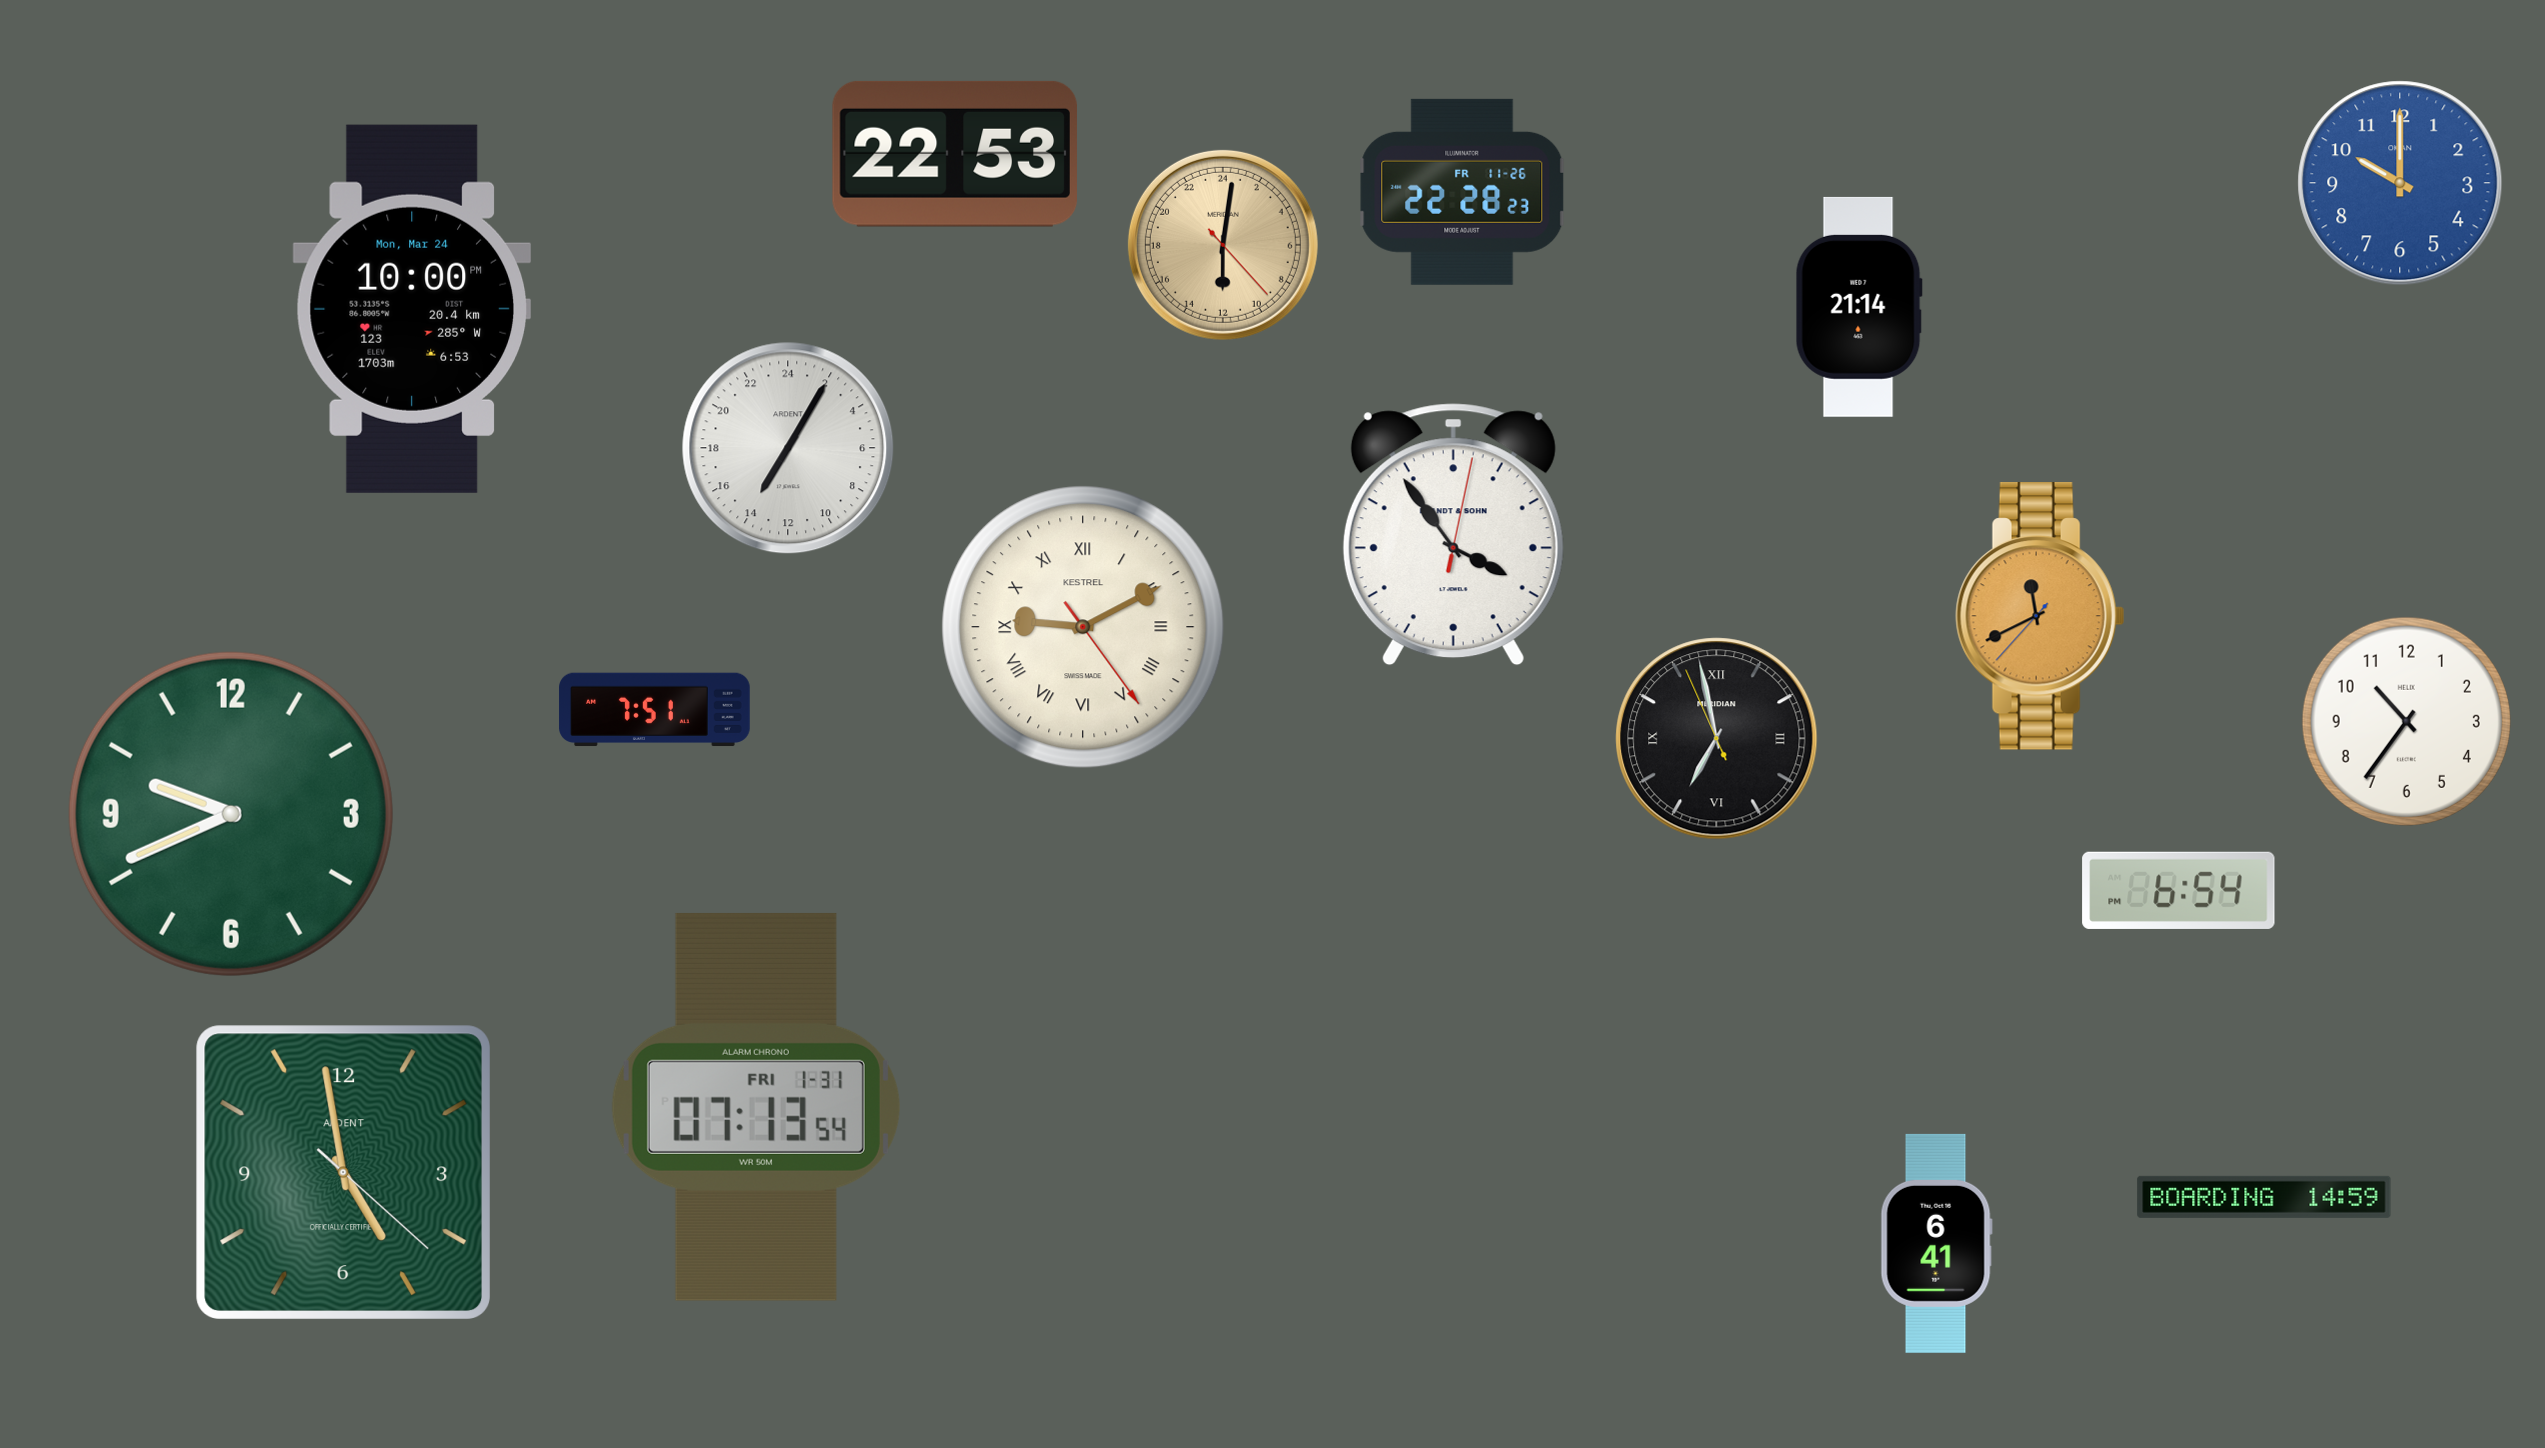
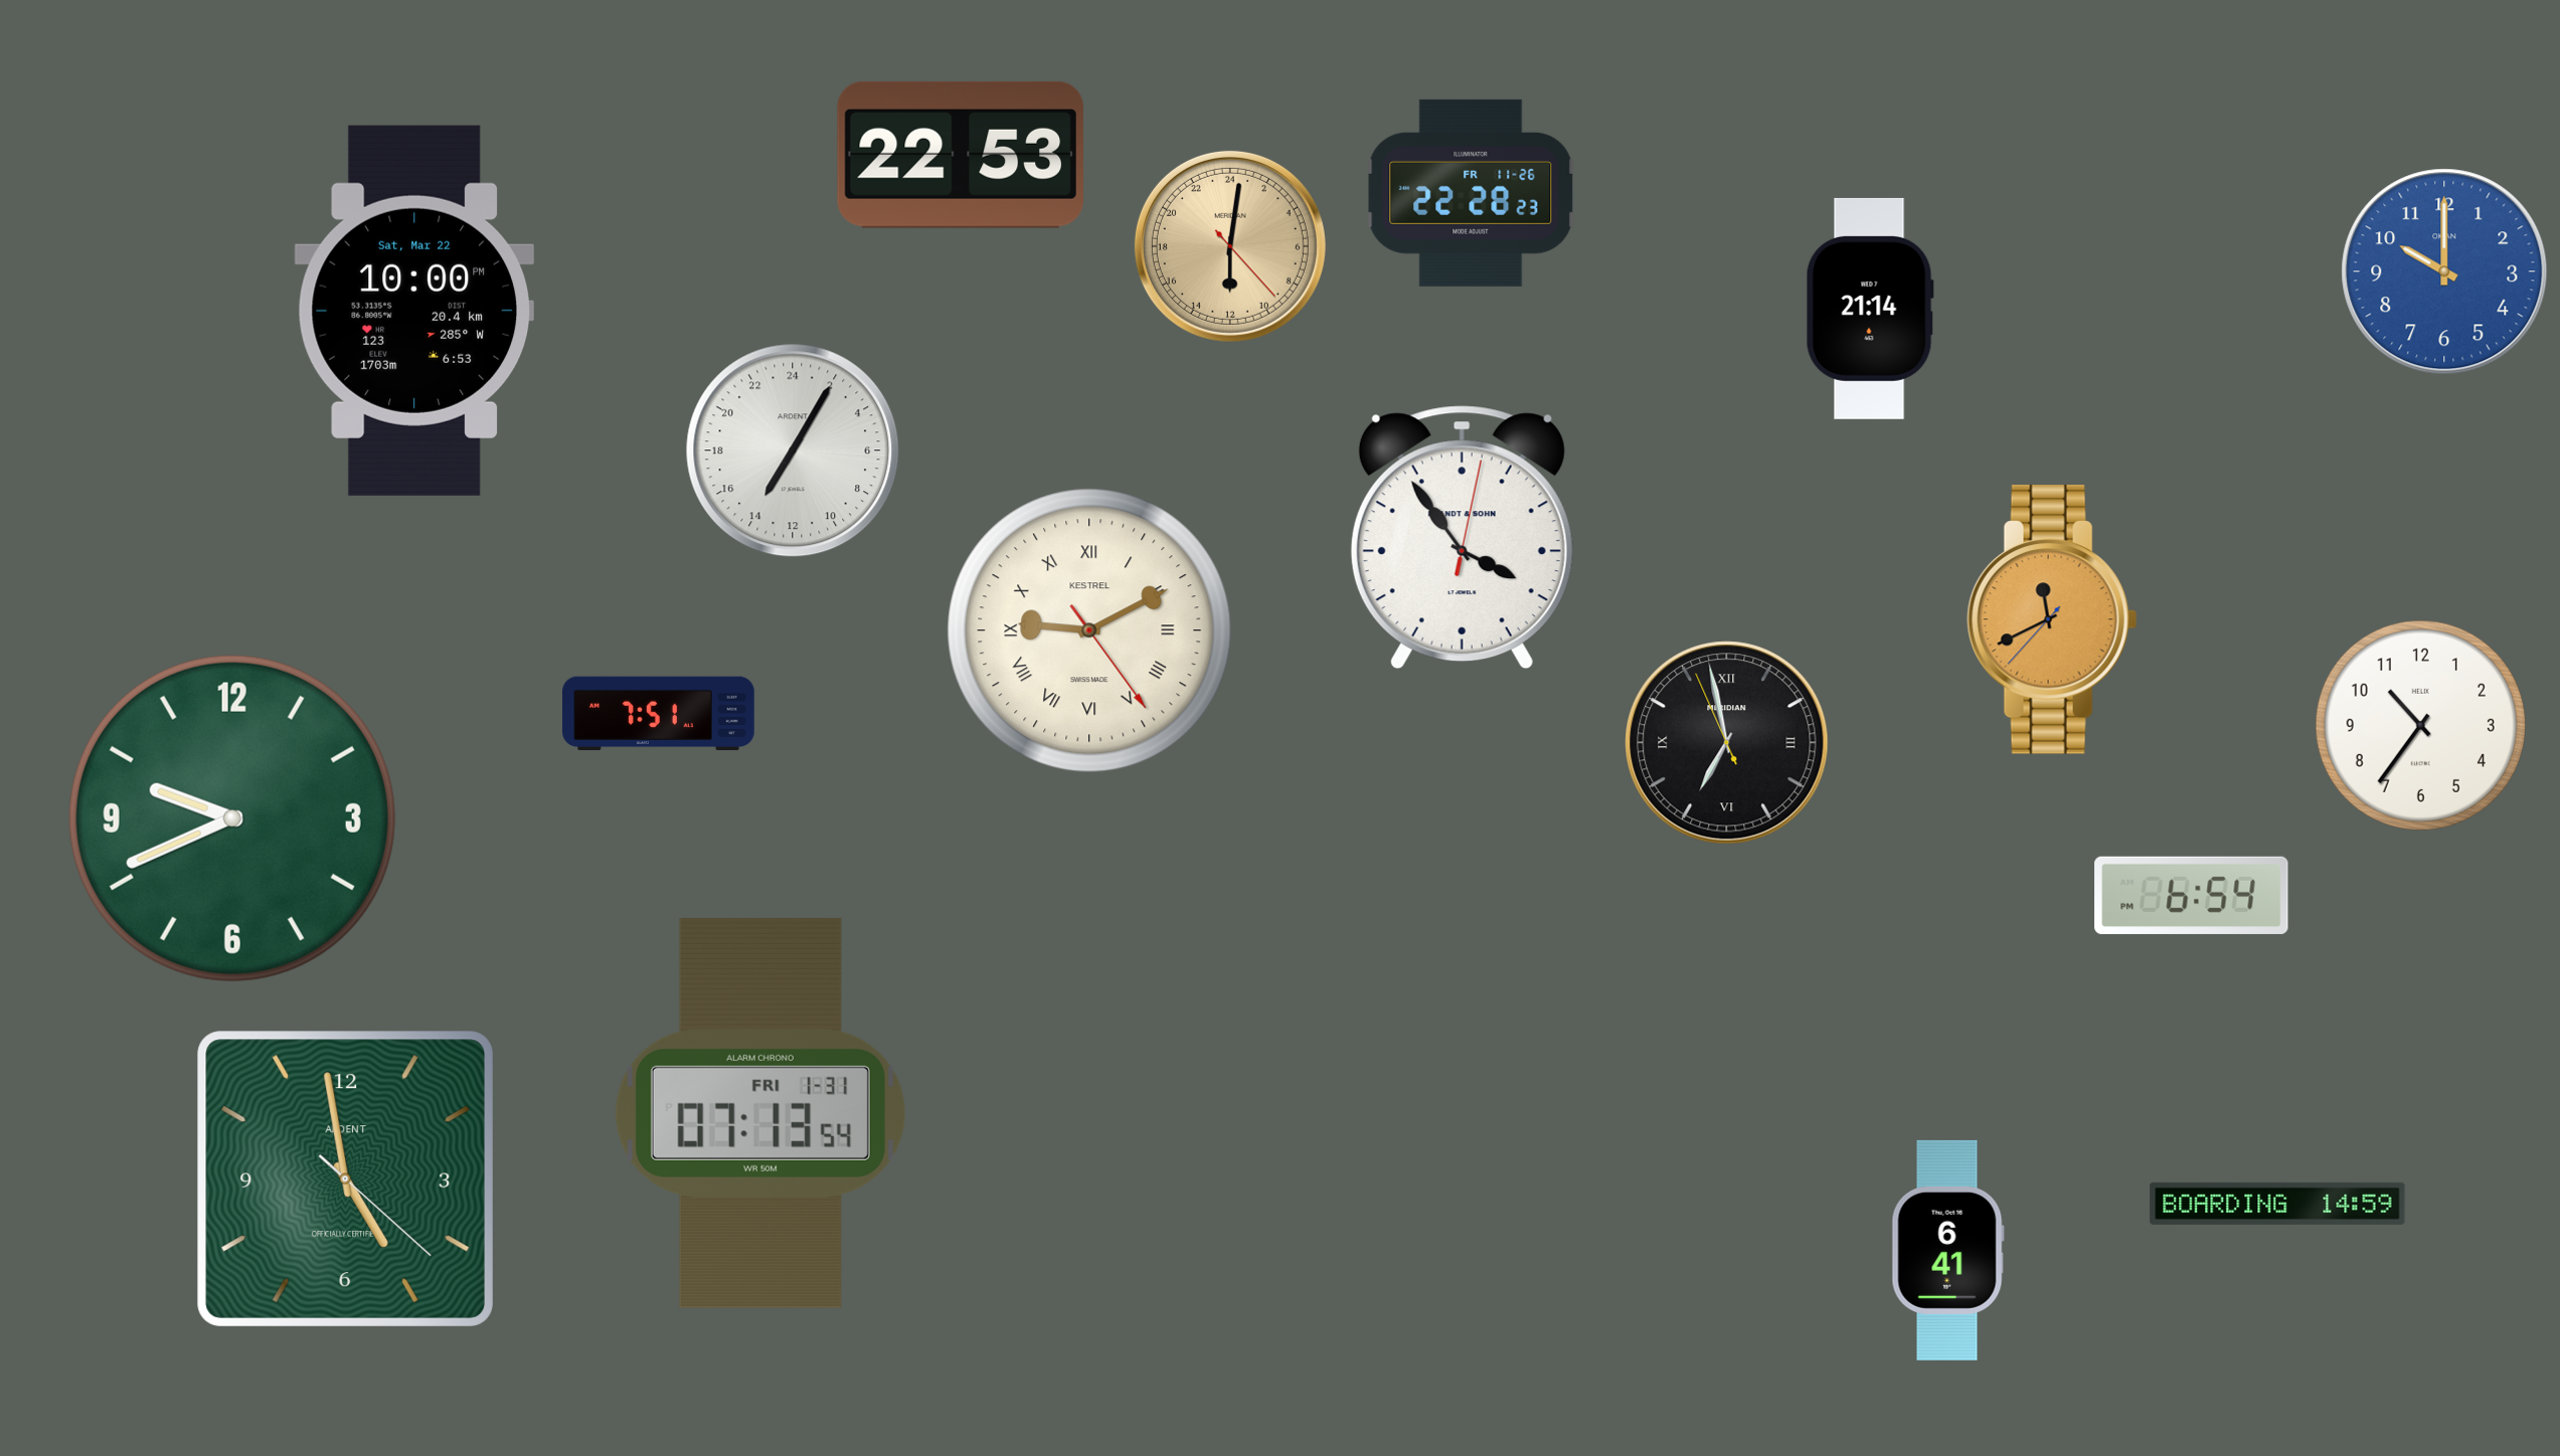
clock at (2400, 183) position: (2400, 183) -> (2444, 271)
clock at (411, 309) date: Mon, Mar 24 -> Sat, Mar 22
